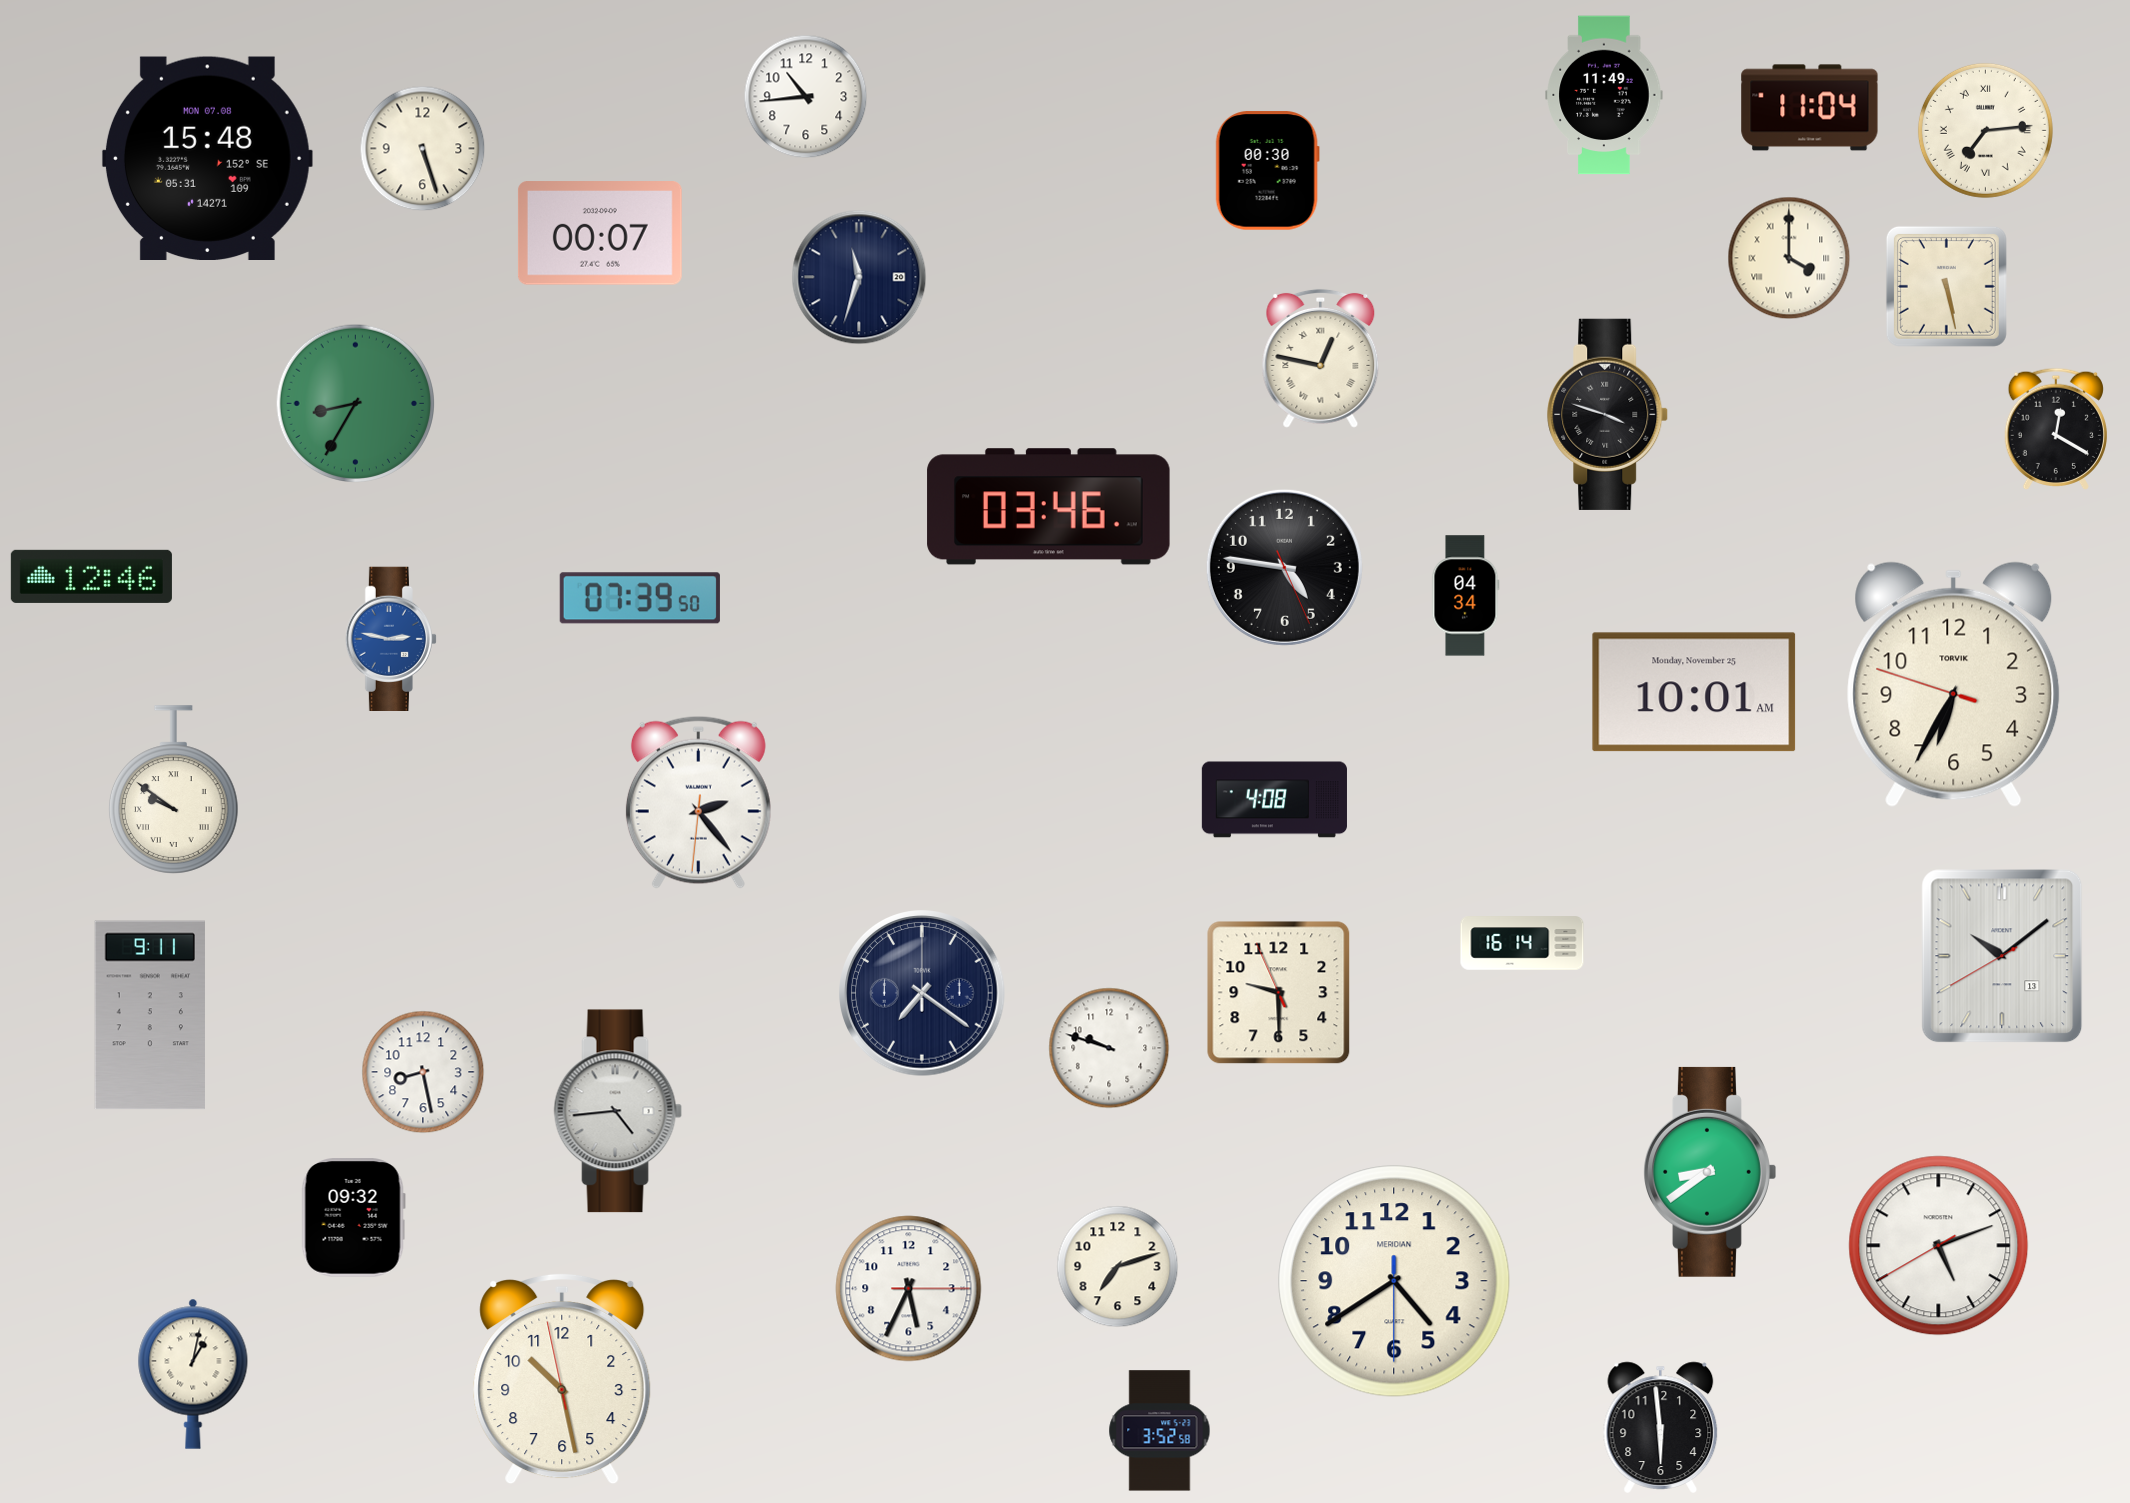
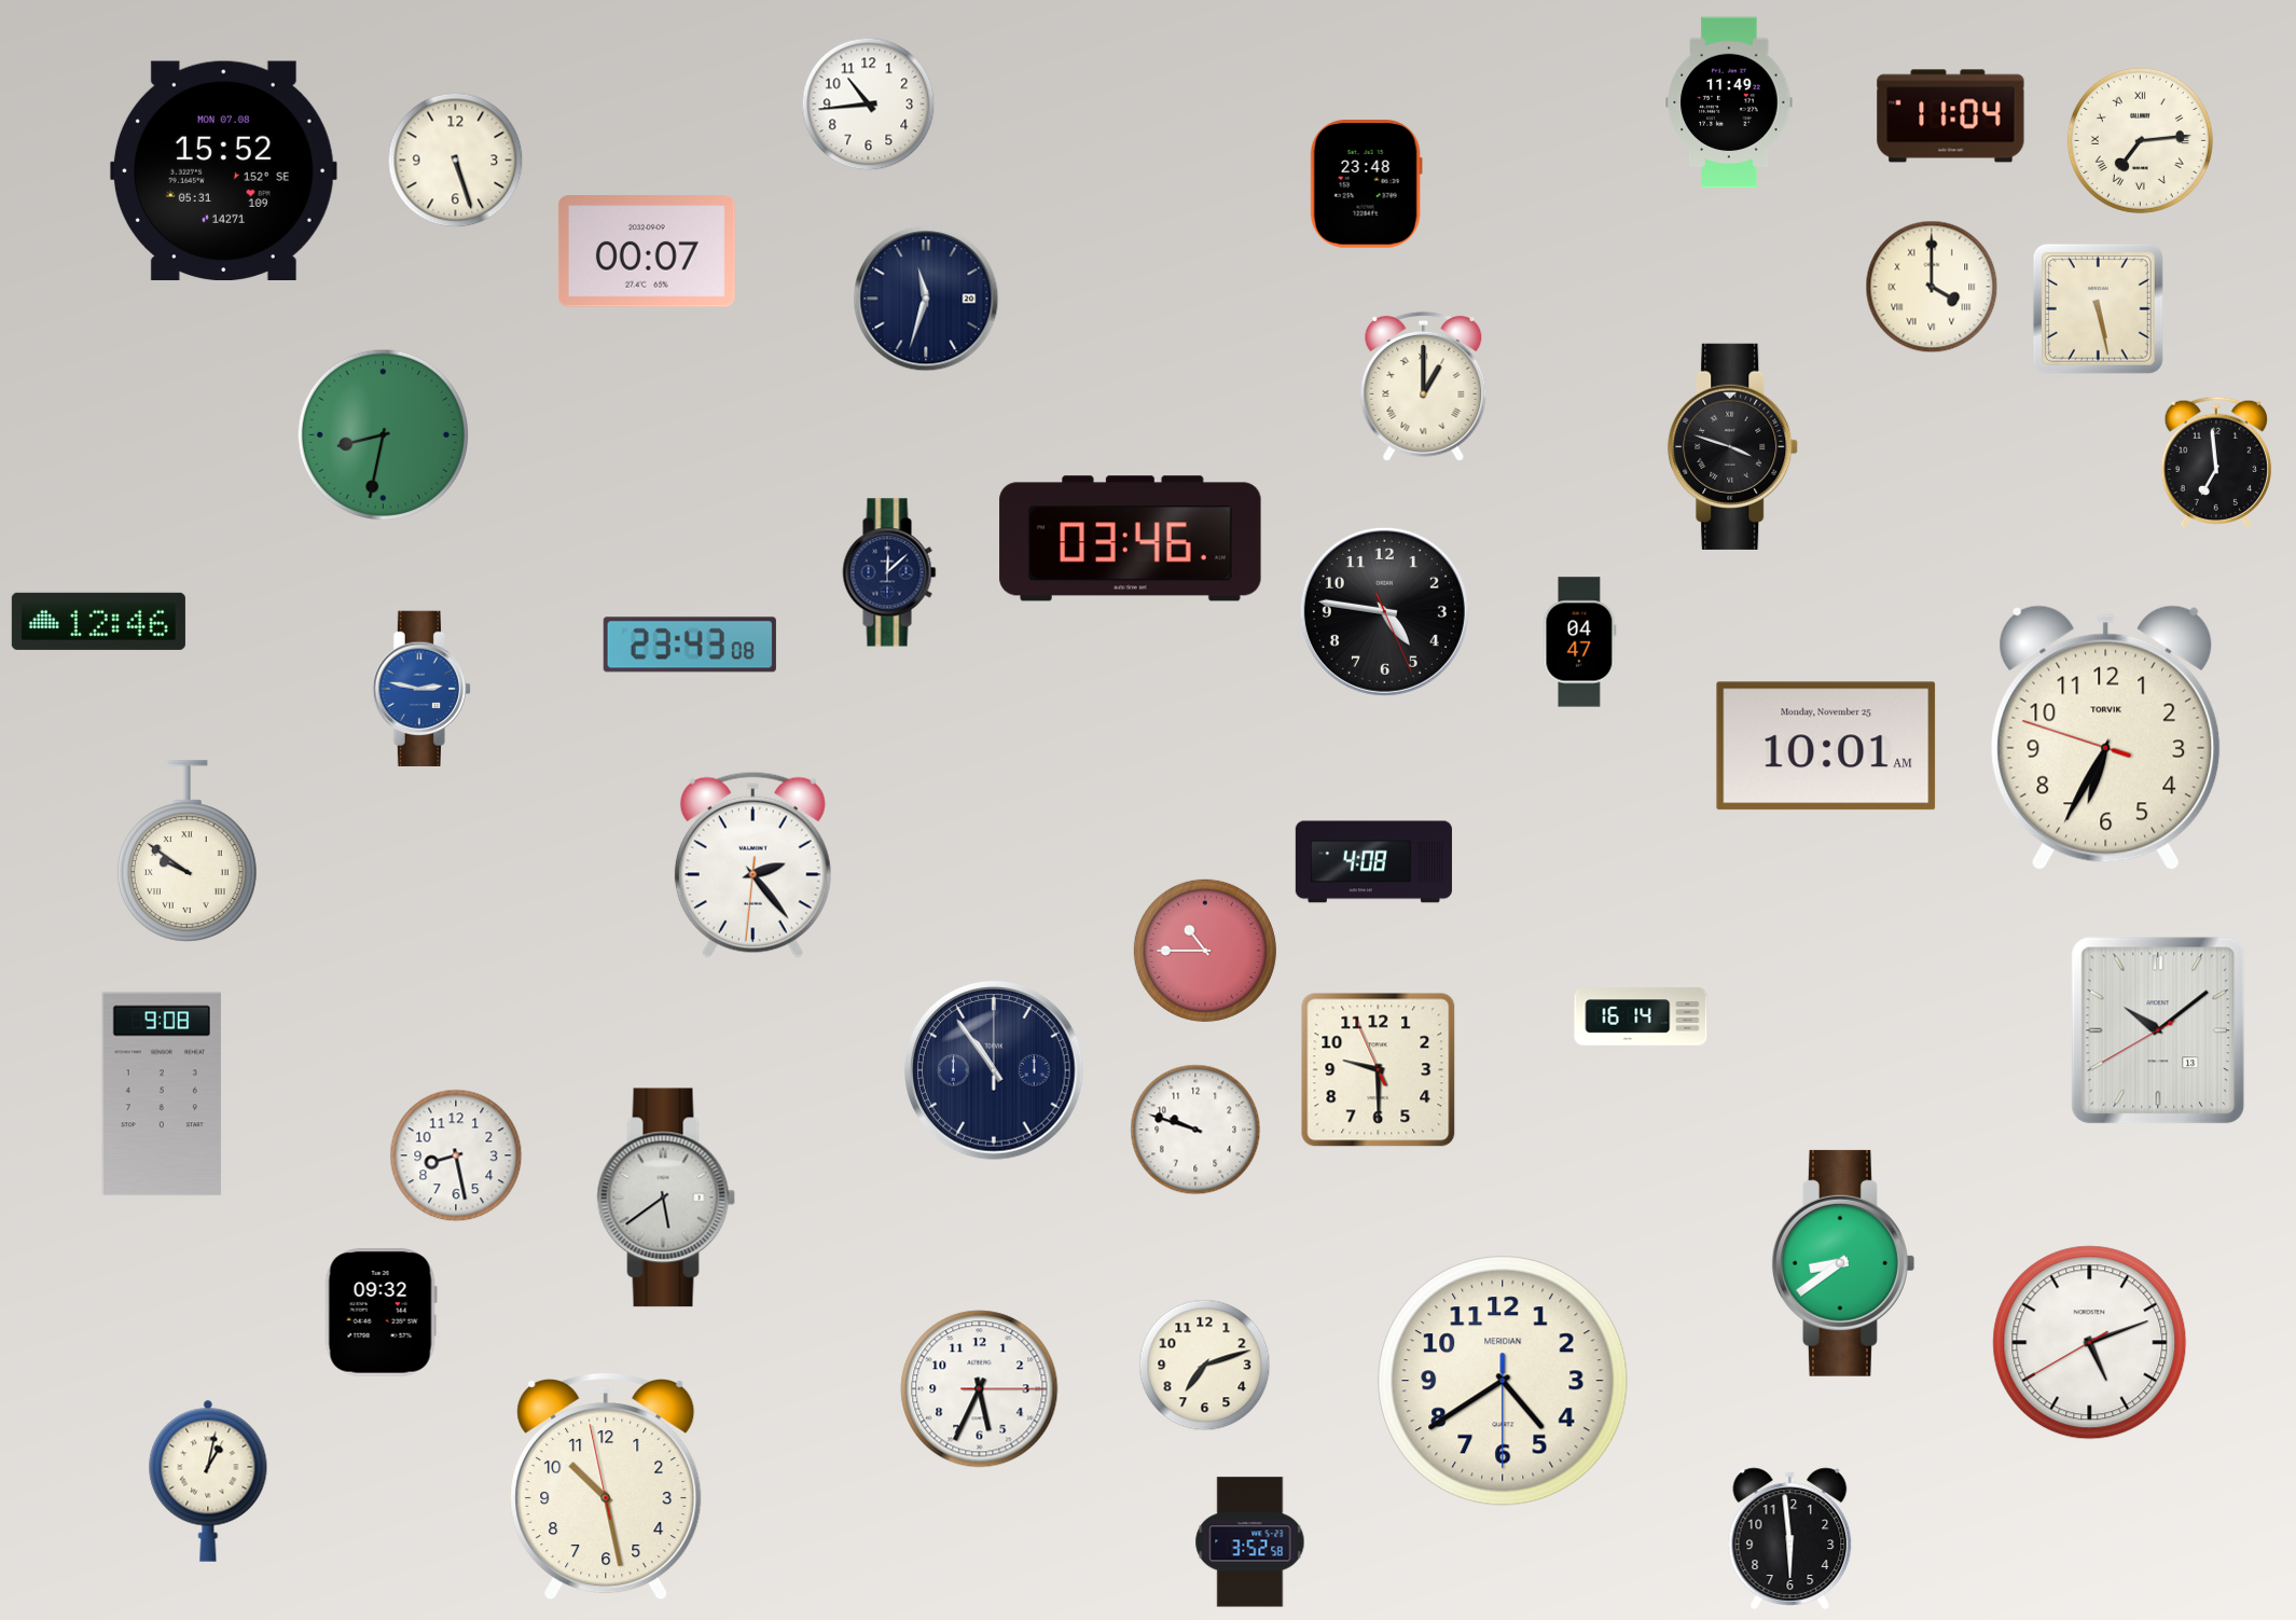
clock at (207, 158): 15:48 -> 15:52
clock at (1267, 171): 00:30 -> 23:48
clock at (1789, 258) position: (1789, 258) -> (1932, 287)
clock at (1321, 358): 12:47 -> 1:00
clock at (355, 403): 8:35 -> 8:32
clock at (2055, 429): 12:20 -> 6:59
clock at (1049, 507) position: (1049, 507) -> (1131, 539)
clock at (889, 572): none -> 12:08
clock at (1466, 596): 04:34 -> 04:47
clock at (640, 598): 07:39 -> 23:43
clock at (1205, 951): none -> 10:45
clock at (922, 993): 7:21 -> 10:54
clock at (150, 1015): 9:11 -> 9:08
clock at (618, 1111): 4:44 -> 5:39
